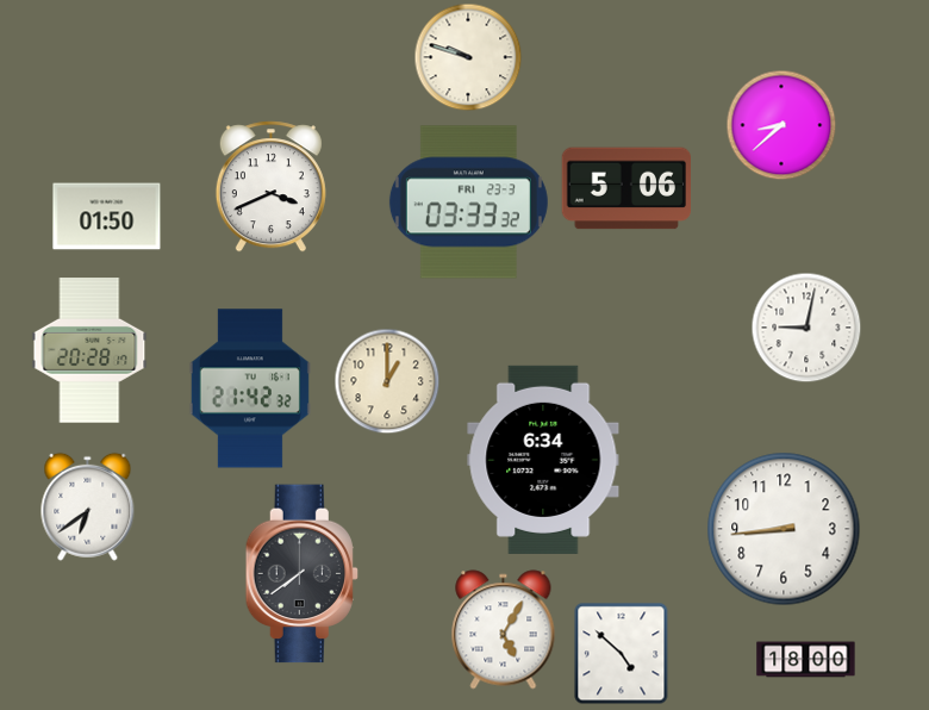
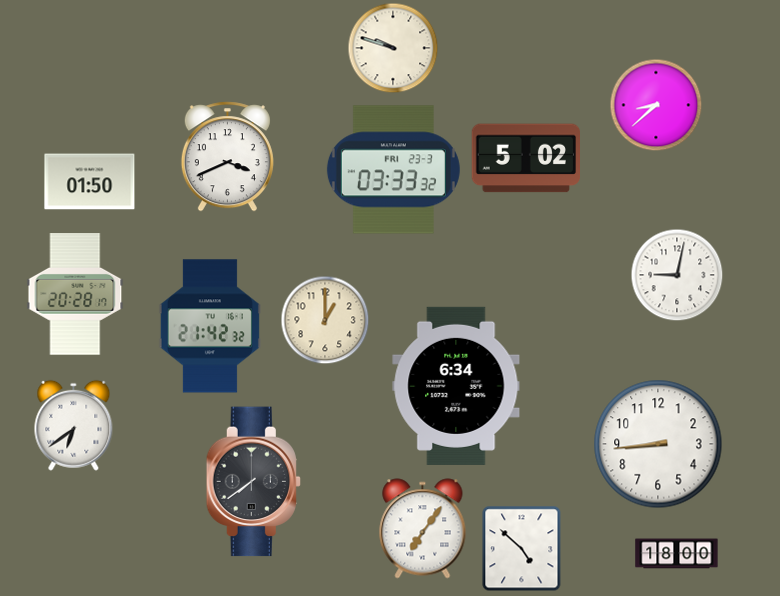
clock at (625, 188): 5:06 -> 5:02
clock at (504, 630): 5:05 -> 7:06
